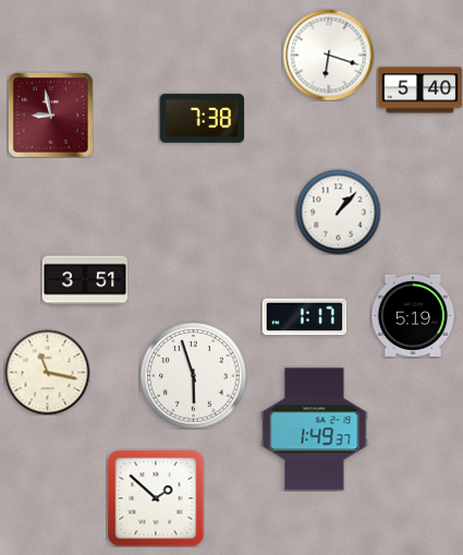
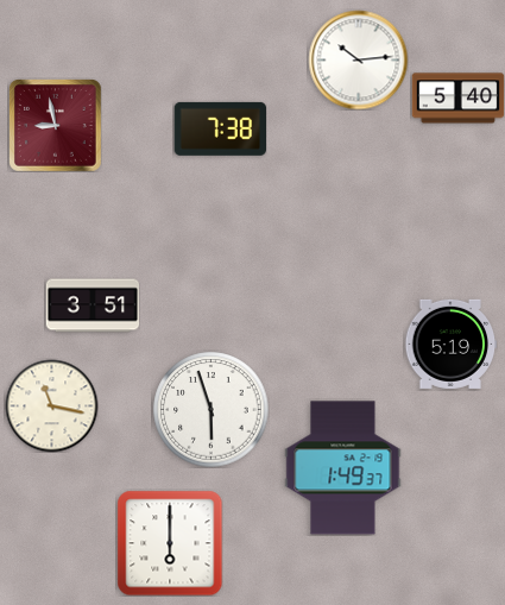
clock at (328, 55): 6:18 -> 10:14
clock at (338, 212): 1:07 -> none
clock at (304, 317): 1:17 -> none
clock at (156, 498): 1:52 -> 6:00
